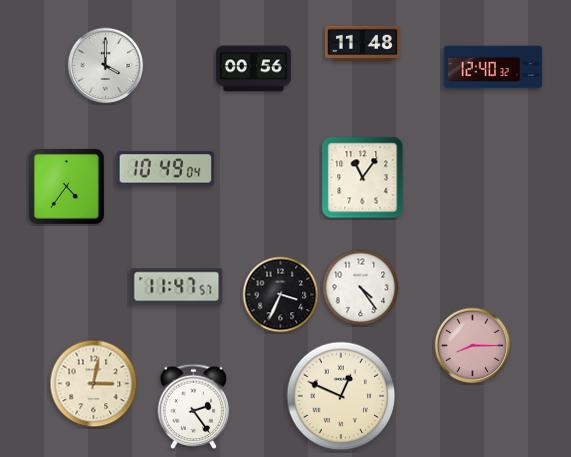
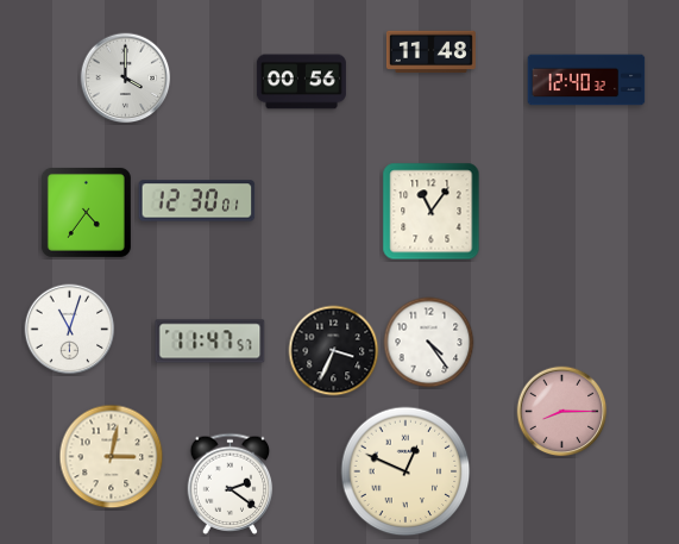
clock at (166, 169): 10:49 -> 12:30
clock at (66, 186) position: (66, 186) -> (86, 212)
clock at (70, 330): none -> 11:03
clock at (194, 406): 2:24 -> 2:21
